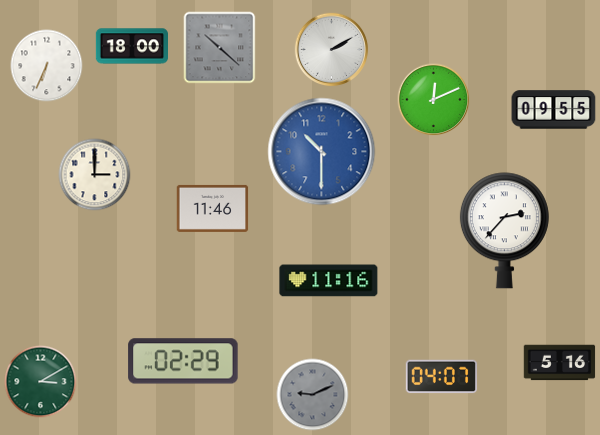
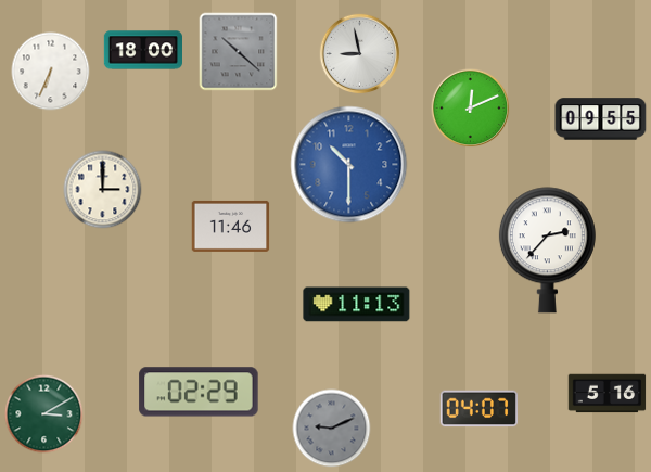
clock at (332, 50): 2:10 -> 8:58
clock at (329, 281): 11:16 -> 11:13
clock at (313, 395) position: (313, 395) -> (332, 429)
